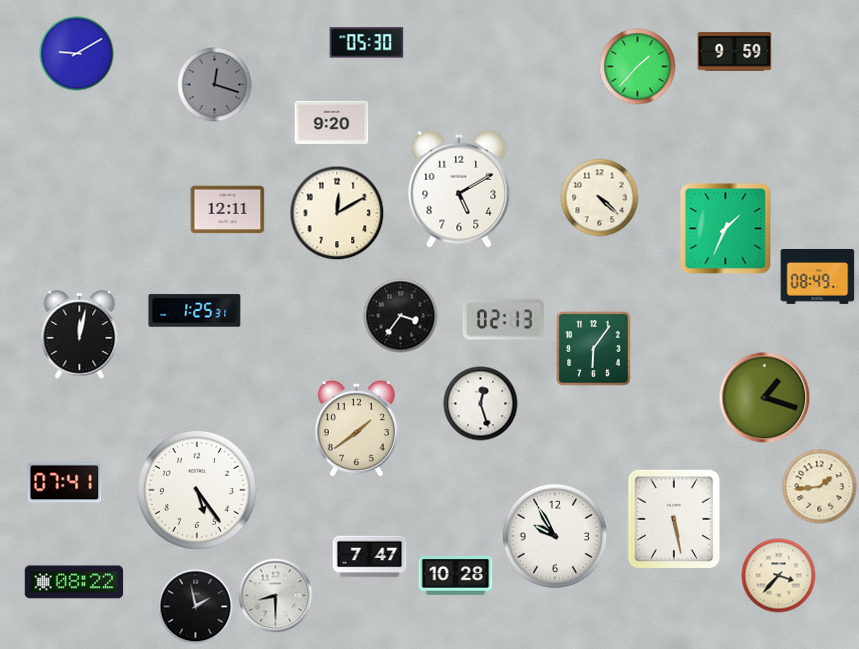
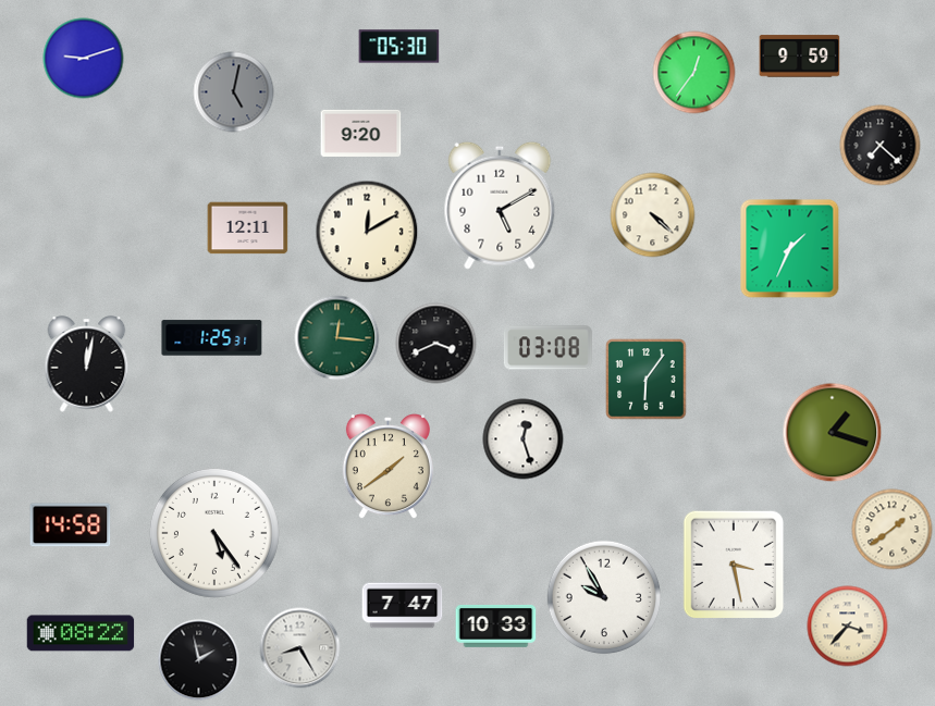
clock at (77, 54): 9:10 -> 9:12
clock at (638, 67): 1:37 -> 12:36
clock at (215, 85): 12:18 -> 5:02
clock at (881, 146): none -> 7:22
clock at (818, 276): 08:49 -> none
clock at (337, 338): none -> 12:16
clock at (401, 316): 3:36 -> 3:41
clock at (503, 320): 02:13 -> 03:08
clock at (65, 483): 07:41 -> 14:58
clock at (820, 487): 1:44 -> 1:39
clock at (674, 519): 5:28 -> 3:28
clock at (555, 536) position: (555, 536) -> (604, 597)
clock at (456, 576): 10:28 -> 10:33
clock at (276, 596): 8:30 -> 8:25
clock at (196, 607) position: (196, 607) -> (199, 660)
